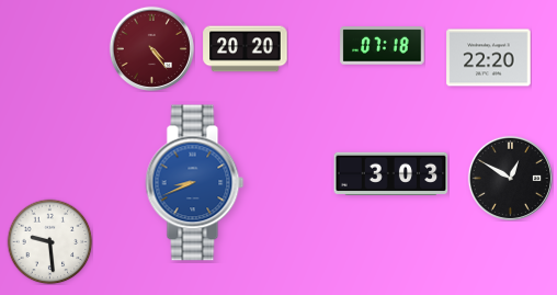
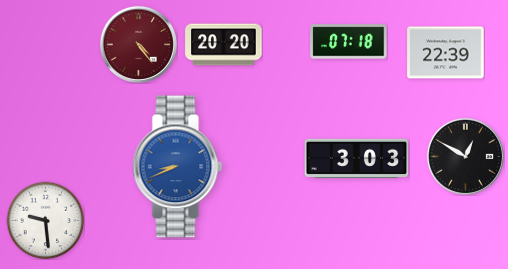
clock at (489, 58): 22:20 -> 22:39
clock at (510, 178) position: (510, 178) -> (465, 156)
